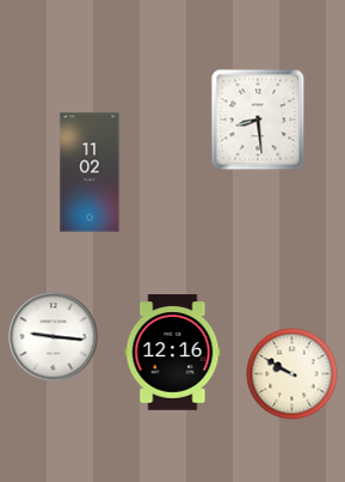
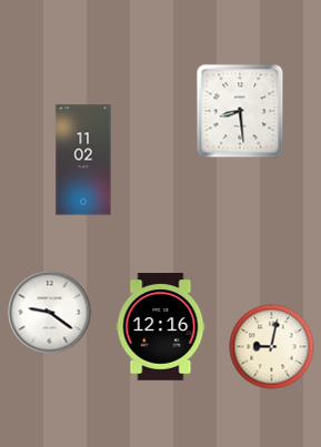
clock at (54, 337): 9:16 -> 9:21
clock at (292, 374): 9:50 -> 9:02
